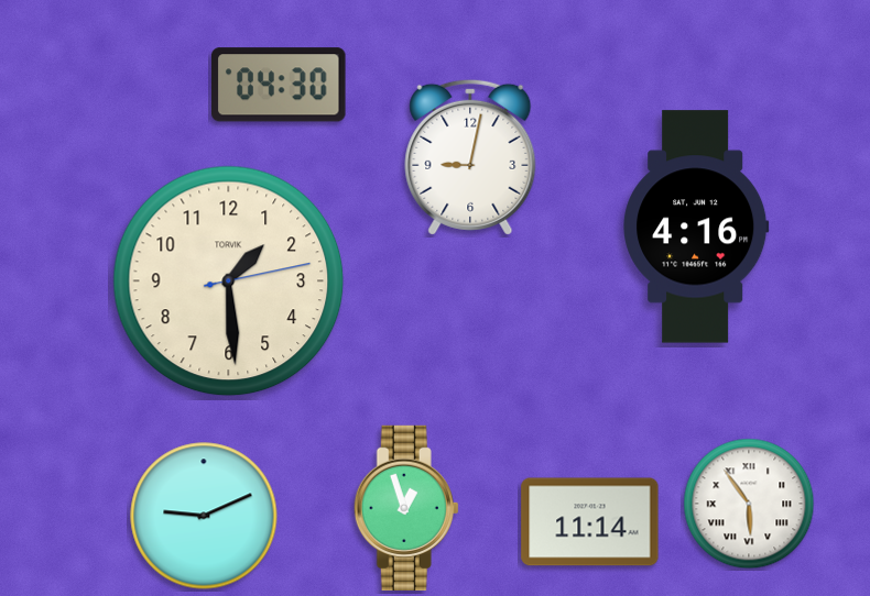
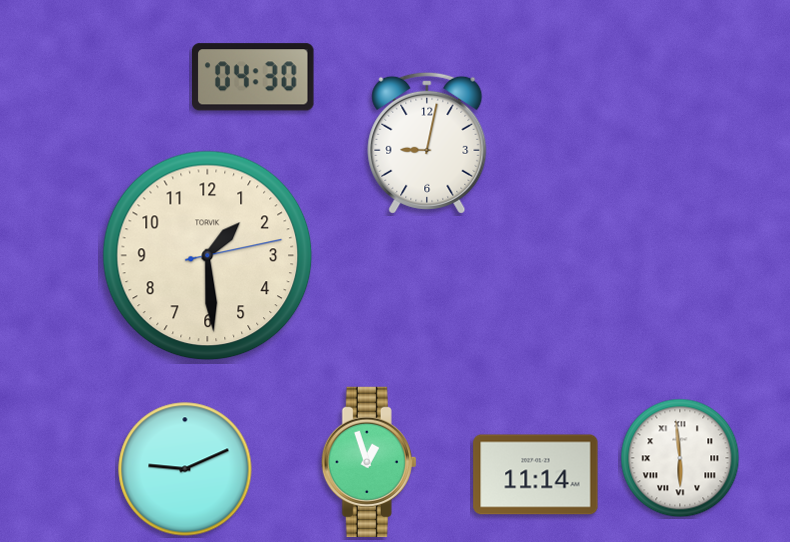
clock at (696, 227): 4:16 -> none
clock at (749, 504): 5:54 -> 5:59
